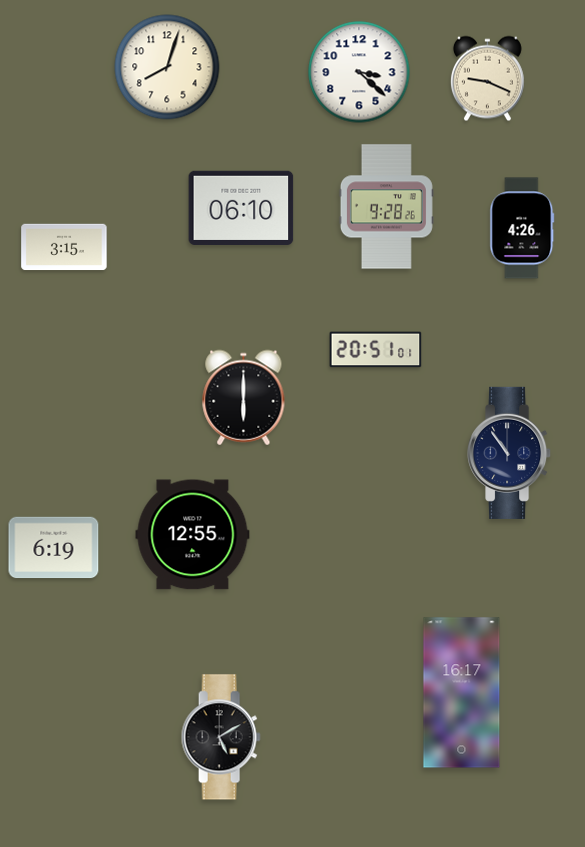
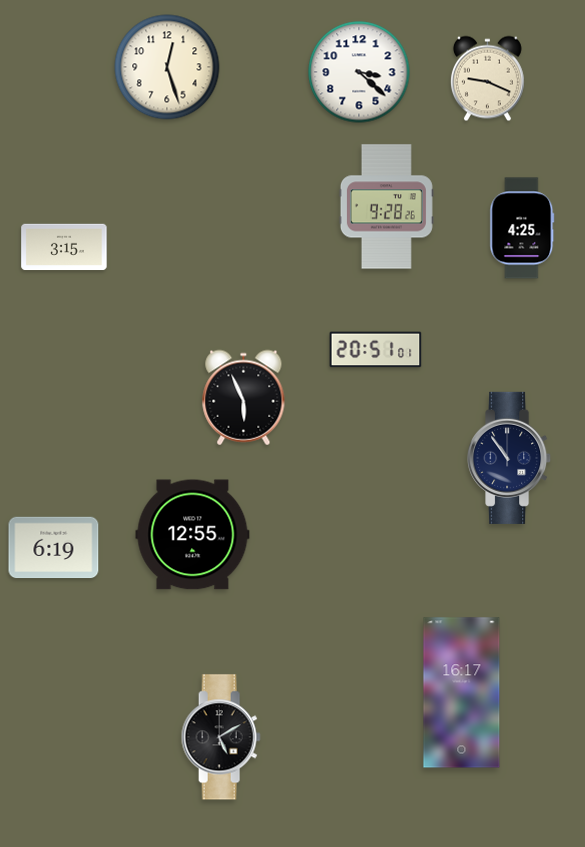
clock at (167, 67): 8:03 -> 12:27
clock at (241, 208): 06:10 -> none
clock at (522, 228): 4:26 -> 4:25
clock at (244, 398): 6:00 -> 5:56
clock at (510, 453) position: (510, 453) -> (510, 458)
